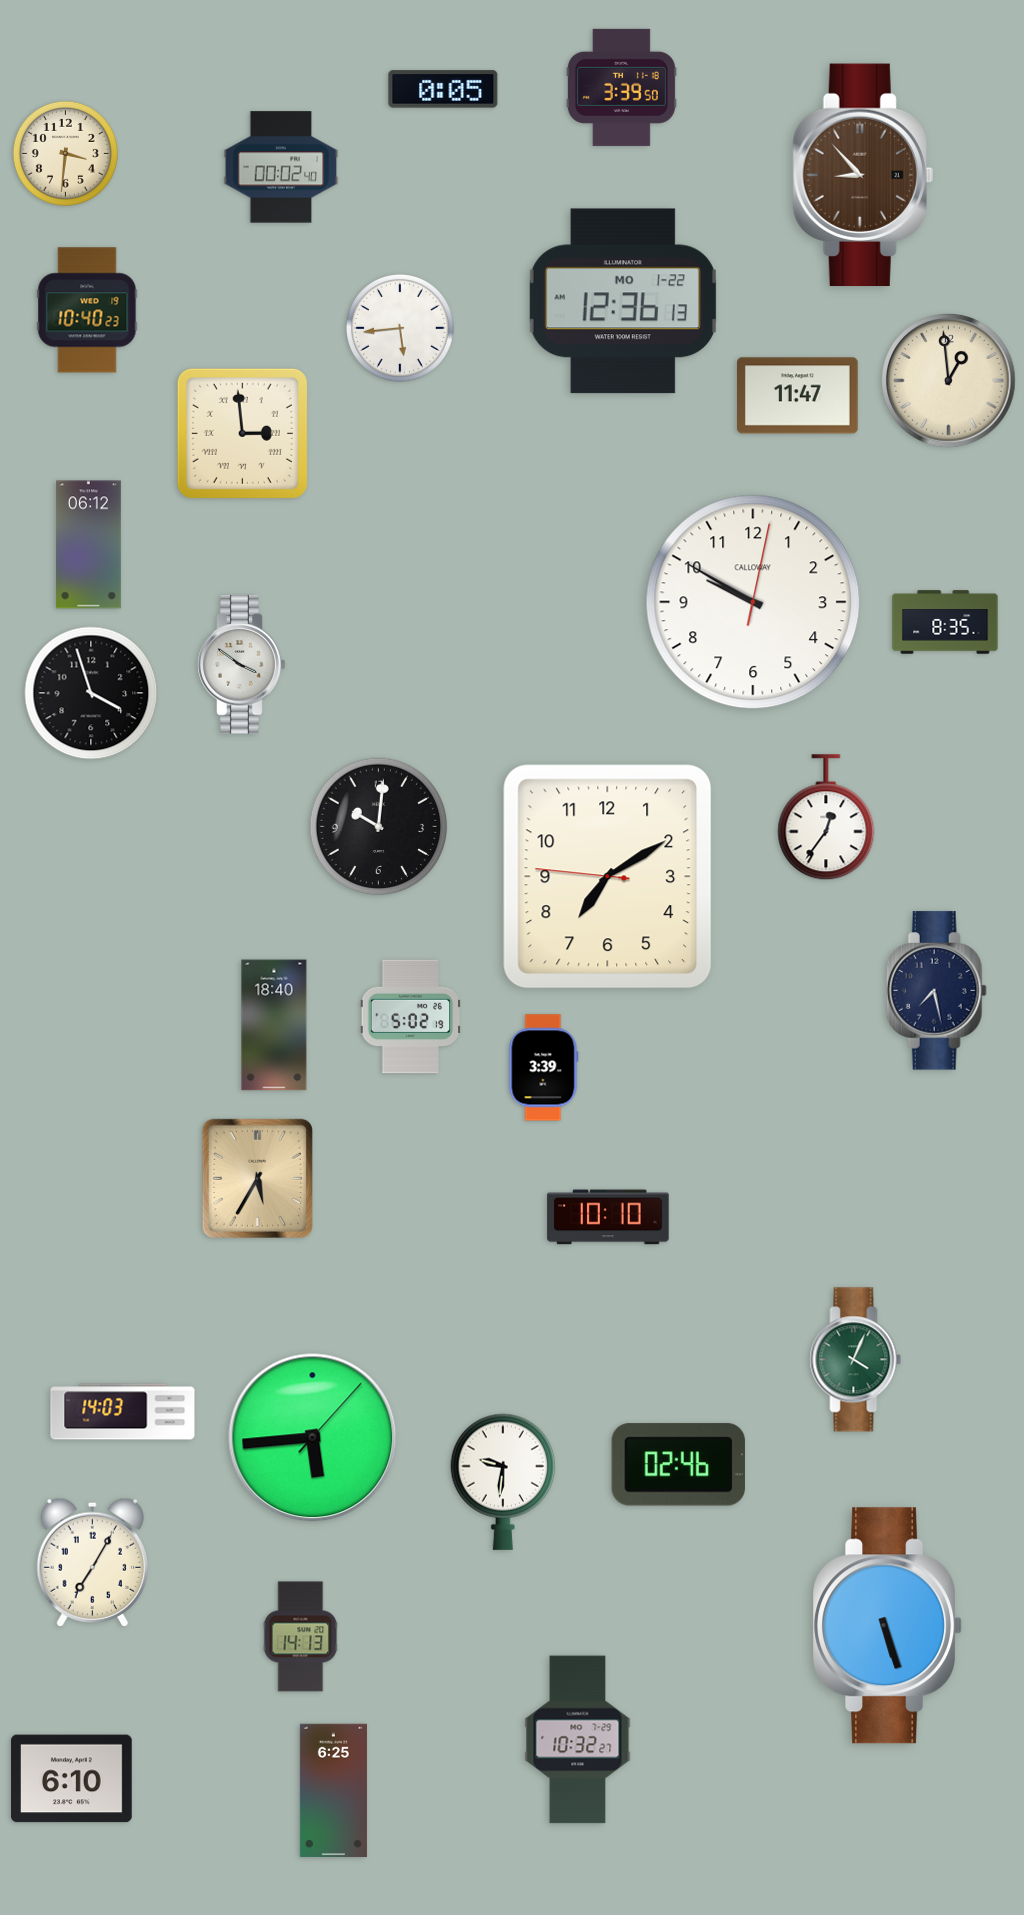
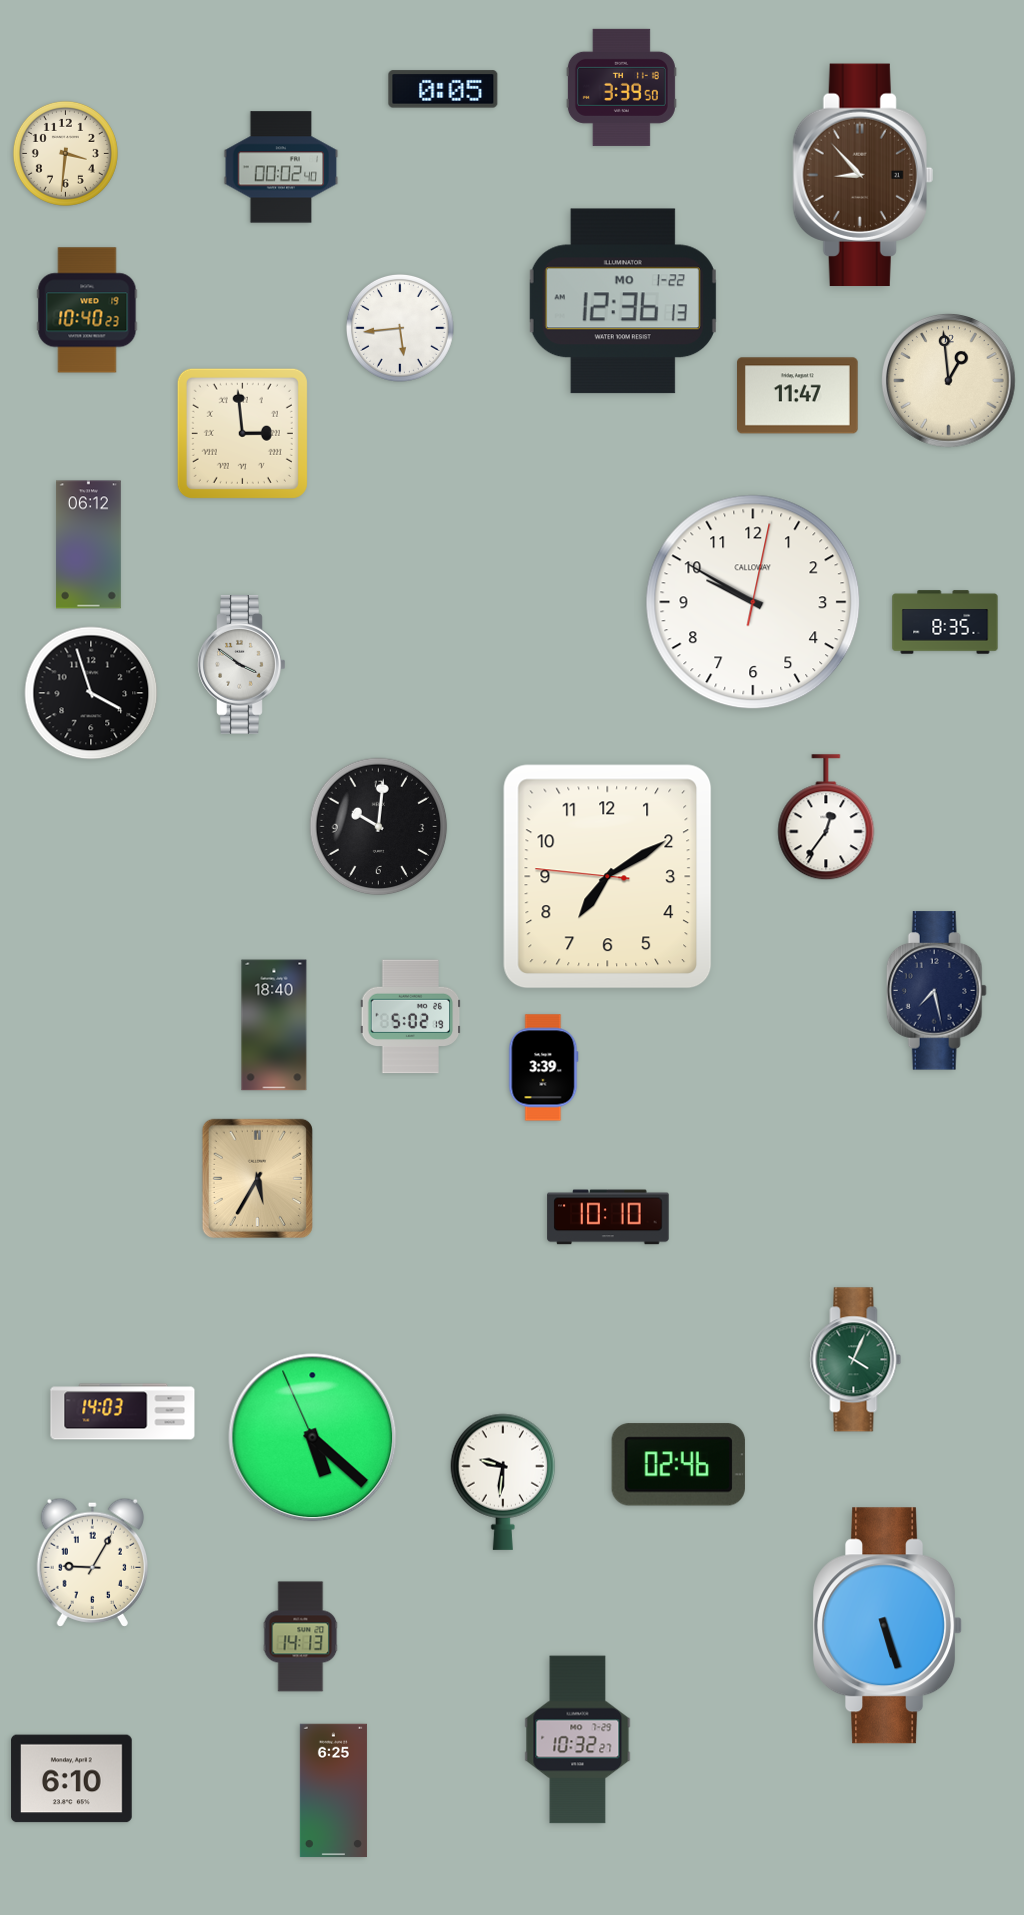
clock at (313, 1438): 5:44 -> 5:21
clock at (92, 1562): 7:05 -> 9:05
